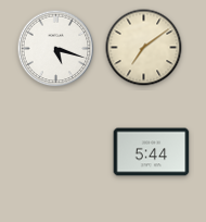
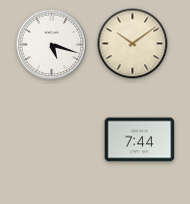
clock at (144, 48): 7:09 -> 10:09
clock at (152, 152): 5:44 -> 7:44
